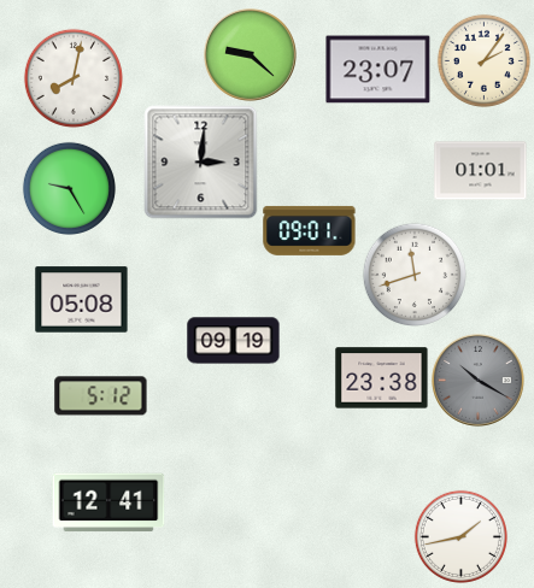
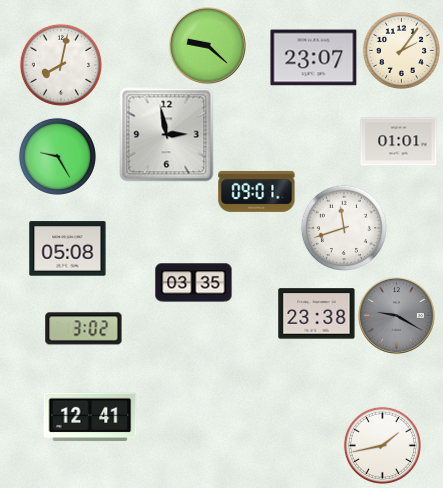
clock at (201, 163): 3:01 -> 2:58
clock at (234, 341): 09:19 -> 03:35
clock at (479, 381): 10:20 -> 9:20
clock at (101, 396): 5:12 -> 3:02
